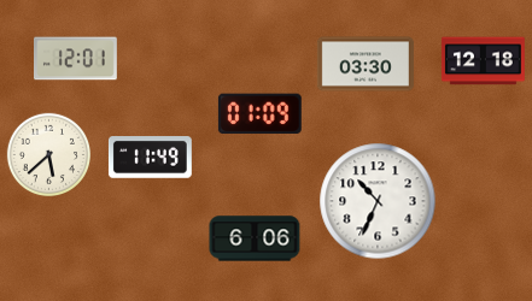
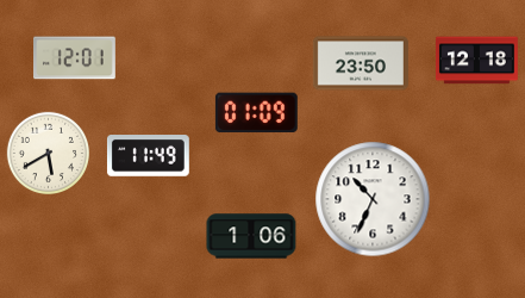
clock at (366, 64): 03:30 -> 23:50
clock at (48, 154): 5:38 -> 5:40
clock at (255, 238): 6:06 -> 1:06
